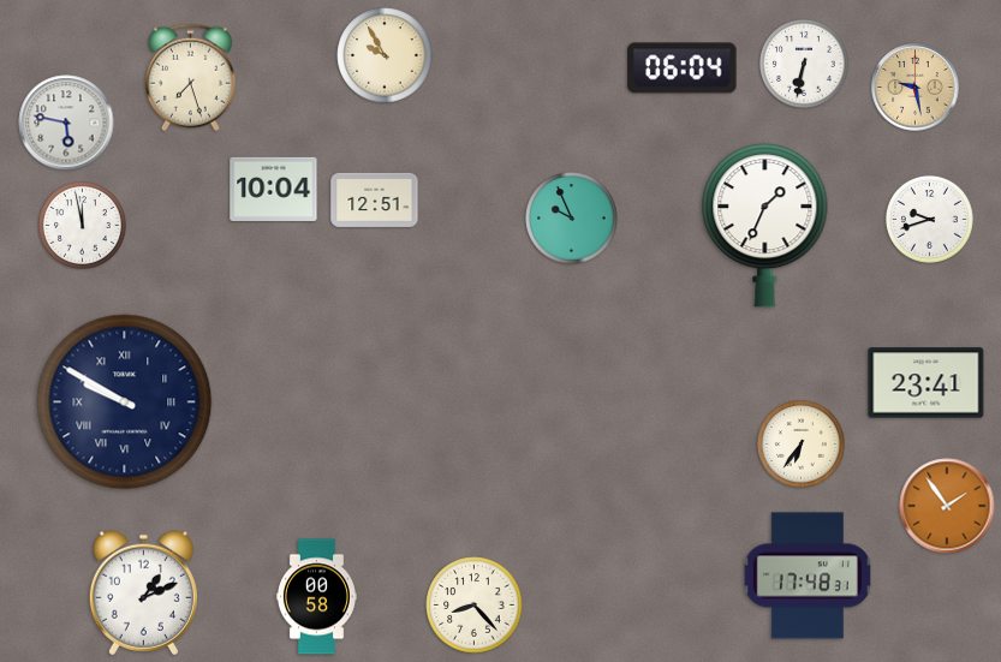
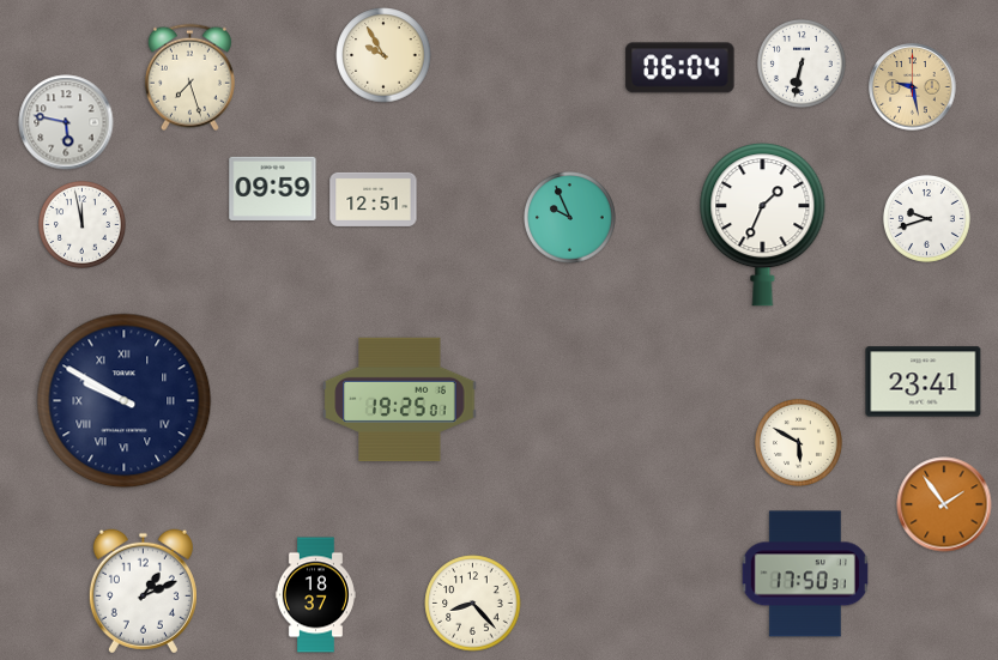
clock at (274, 189): 10:04 -> 09:59
clock at (400, 400): none -> 19:25
clock at (800, 443): 6:36 -> 5:50
clock at (808, 575): 17:48 -> 17:50
clock at (316, 597): 00:58 -> 18:37
